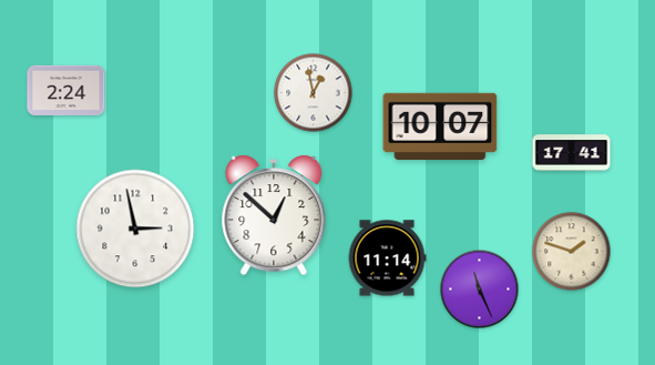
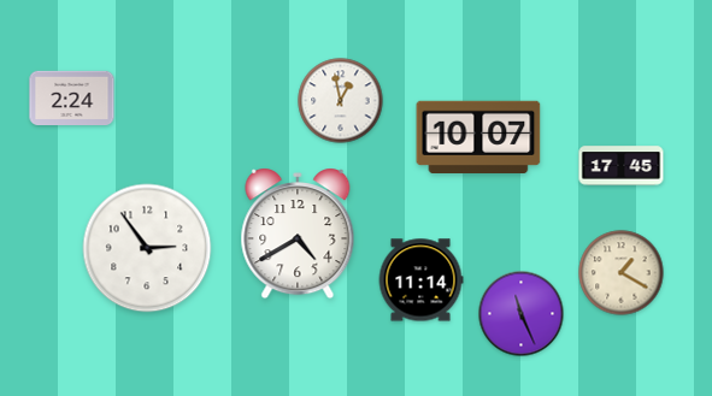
clock at (572, 153): 17:41 -> 17:45
clock at (274, 216): 12:52 -> 4:40
clock at (135, 229): 2:58 -> 2:54
clock at (572, 252): 1:48 -> 1:20
